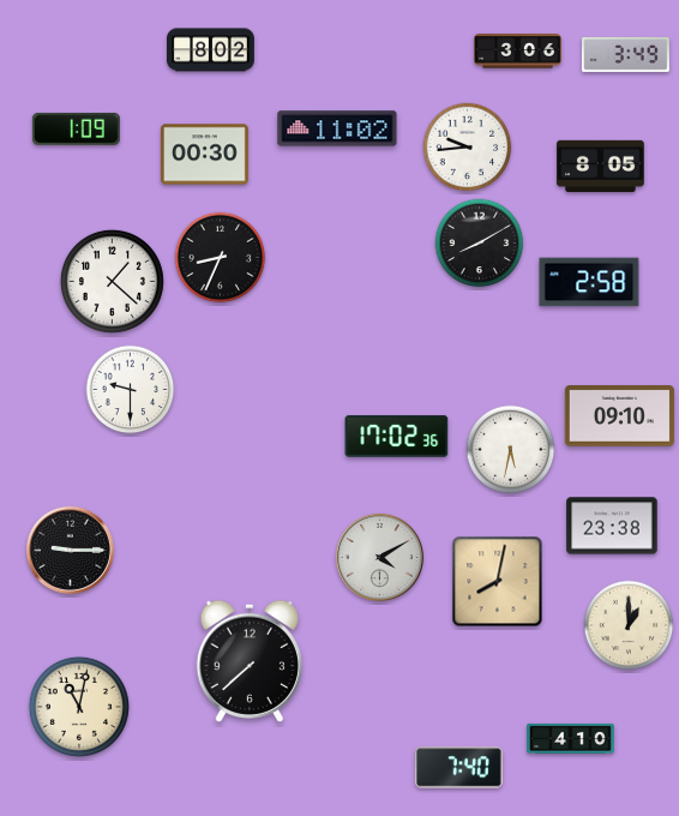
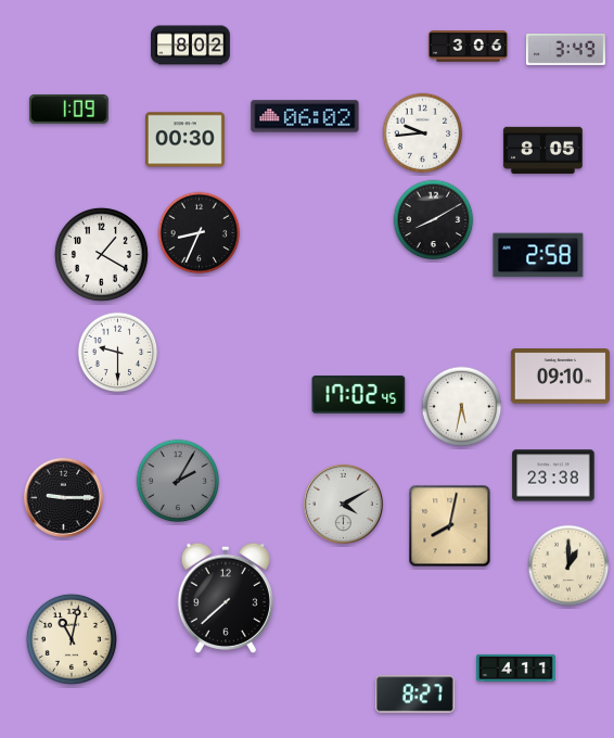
clock at (76, 128) position: (76, 128) -> (68, 109)
clock at (337, 128): 11:02 -> 06:02
clock at (112, 281): 1:22 -> 1:20
clock at (589, 282) position: (589, 282) -> (538, 255)
clock at (397, 437): 17:02:36 -> 17:02:45
clock at (178, 481): none -> 2:05
clock at (571, 738): 4:10 -> 4:11
clock at (458, 768): 7:40 -> 8:27
